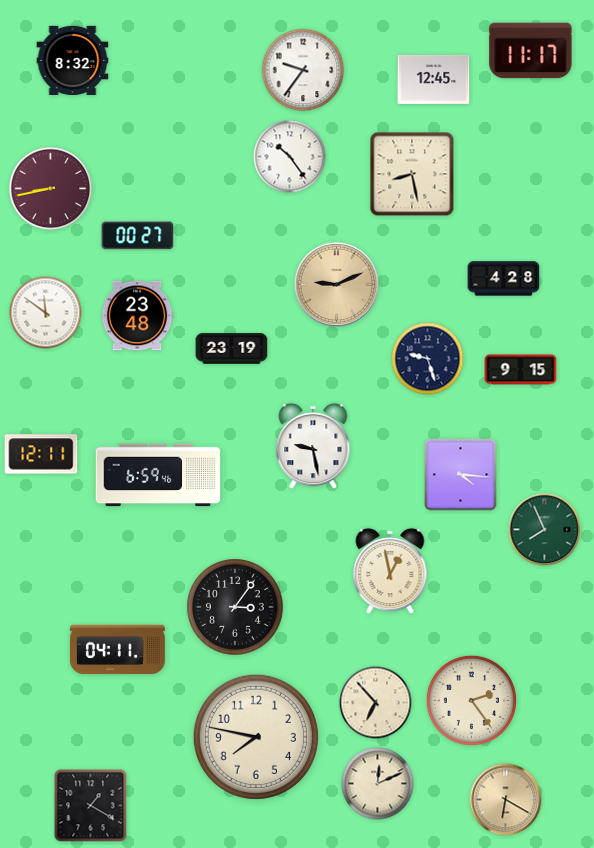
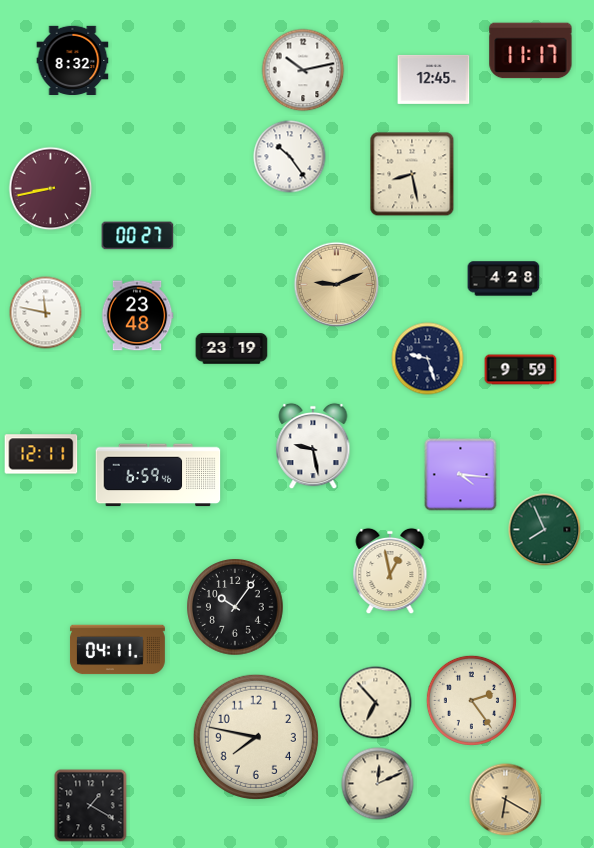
clock at (303, 70): 9:36 -> 10:13
clock at (46, 313): 11:51 -> 11:47
clock at (521, 370): 9:15 -> 9:59
clock at (235, 607): 3:06 -> 10:06
